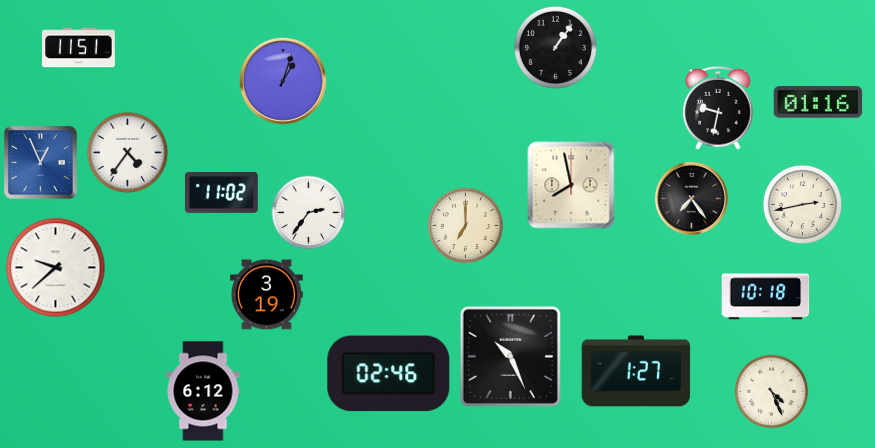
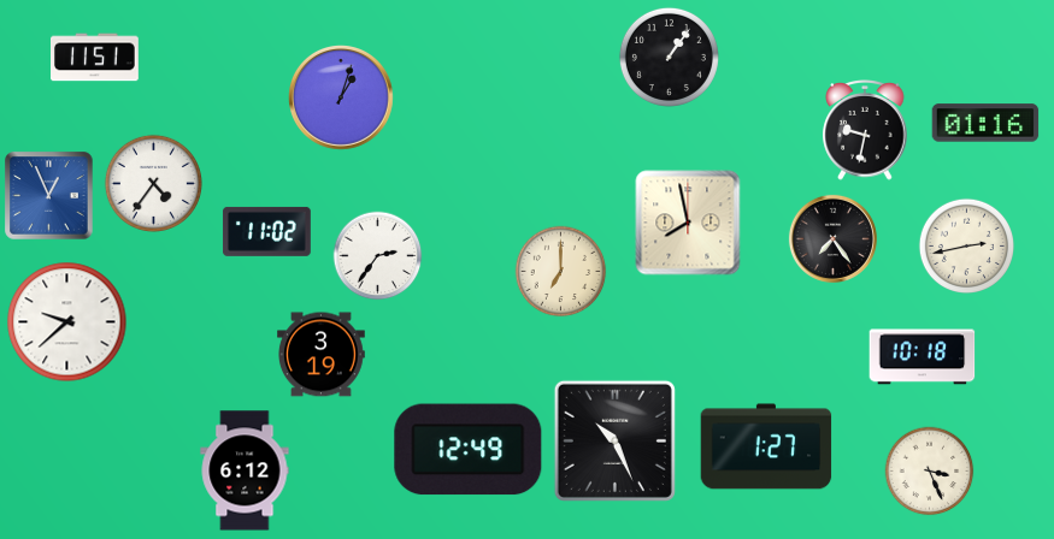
clock at (309, 213) position: (309, 213) -> (378, 256)
clock at (510, 356) position: (510, 356) -> (614, 440)
clock at (389, 374): 02:46 -> 12:49
clock at (772, 392): 4:26 -> 3:26
